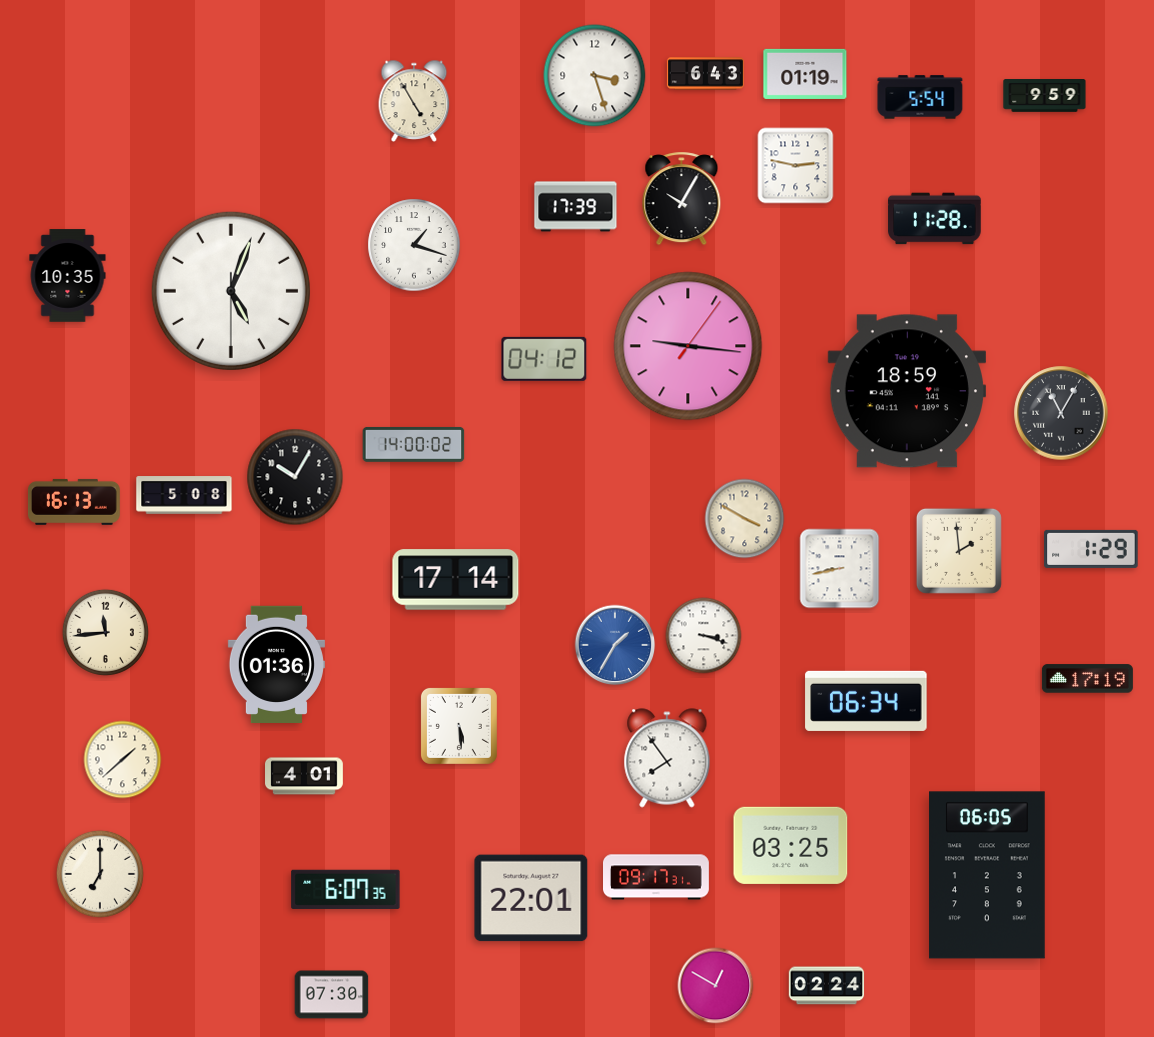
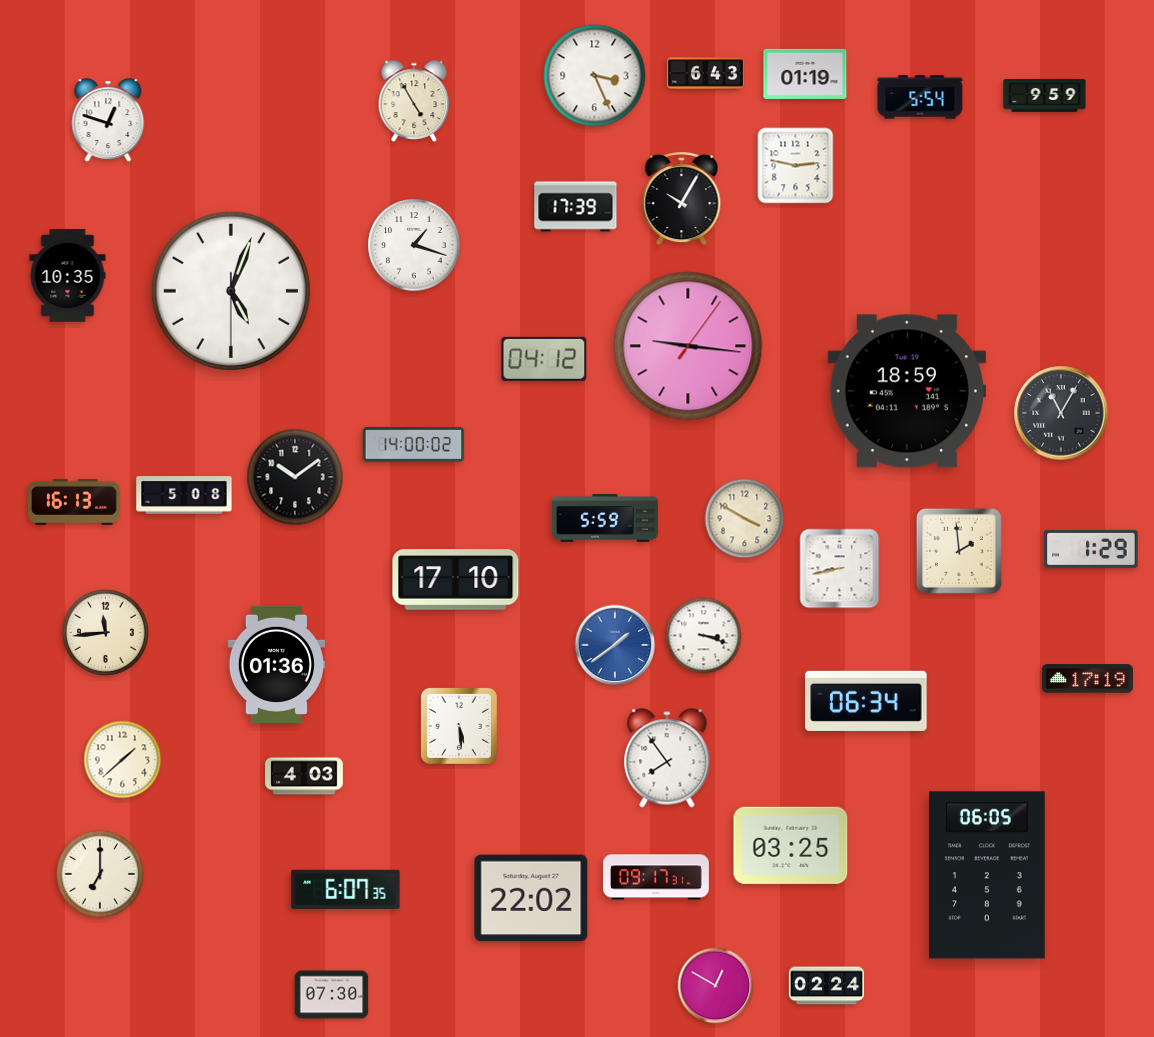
clock at (595, 76): 3:27 -> 3:26
clock at (108, 121): none -> 12:48
clock at (935, 219): 11:28 -> none
clock at (295, 477): 10:05 -> 10:09
clock at (606, 518): none -> 5:59
clock at (456, 580): 17:14 -> 17:10
clock at (615, 645): 1:35 -> 1:39
clock at (305, 776): 4:01 -> 4:03
clock at (531, 898): 22:01 -> 22:02
